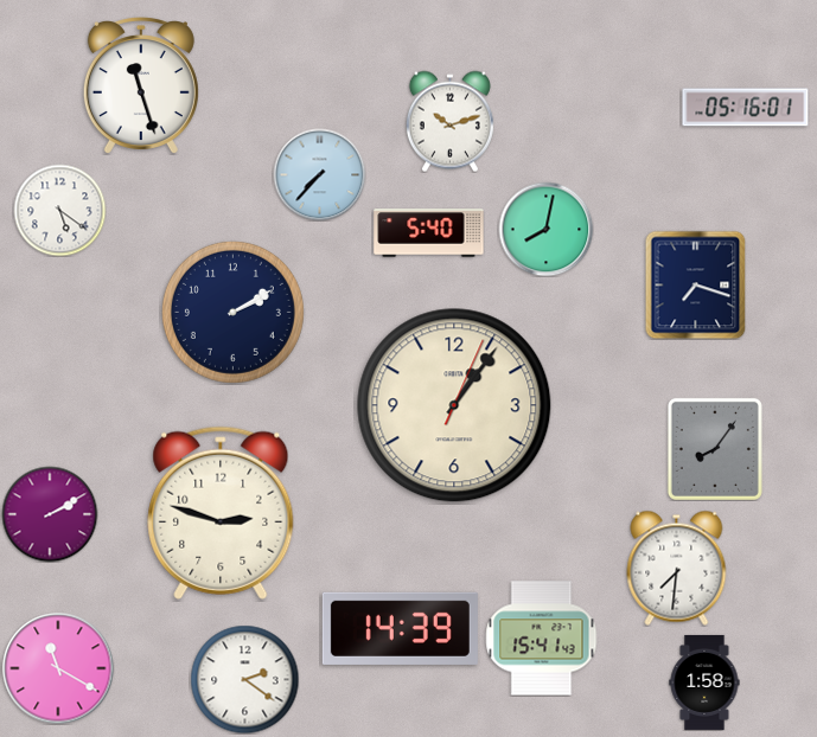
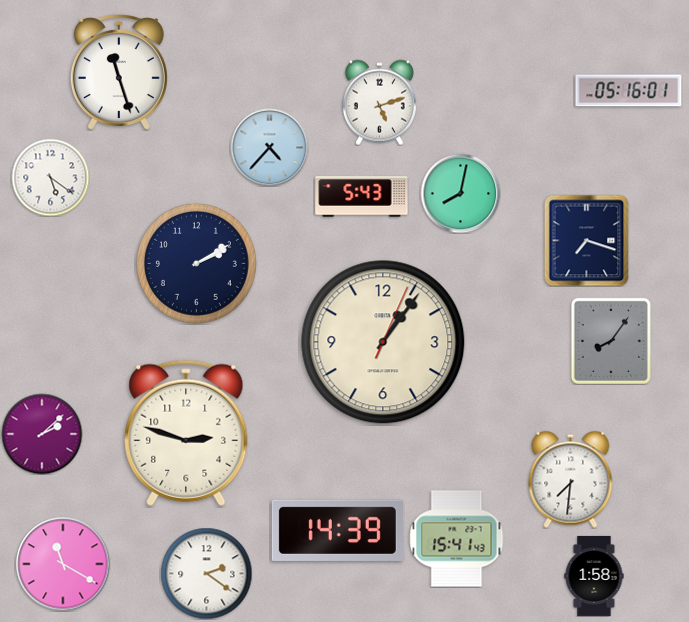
clock at (449, 121): 10:12 -> 5:12
clock at (319, 174): 7:37 -> 4:37
clock at (429, 233): 5:40 -> 5:43
clock at (715, 449) position: (715, 449) -> (611, 341)
clock at (50, 514): 2:10 -> 2:08
clock at (58, 668) position: (58, 668) -> (63, 564)
